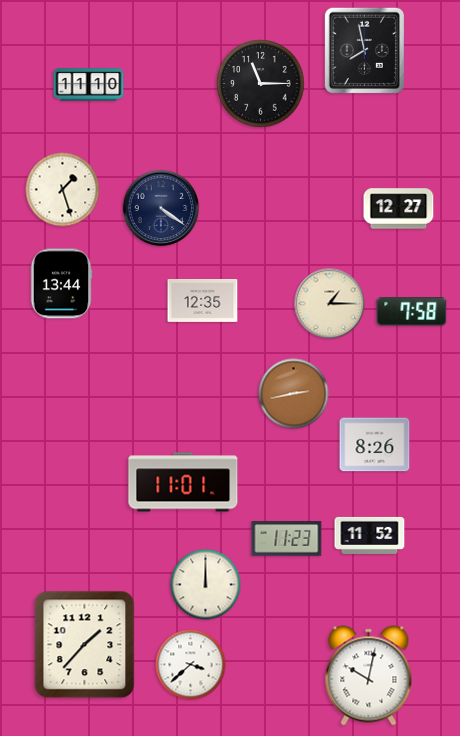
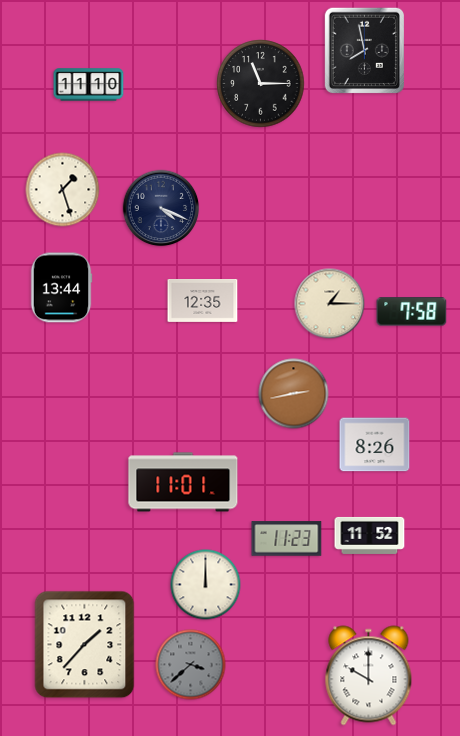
clock at (161, 208): 4:21 -> 4:19
clock at (399, 209): 12:27 -> none
clock at (61, 284) position: (61, 284) -> (61, 288)
clock at (191, 665) dial: white -> grey
clock at (369, 676): 10:02 -> 10:00
